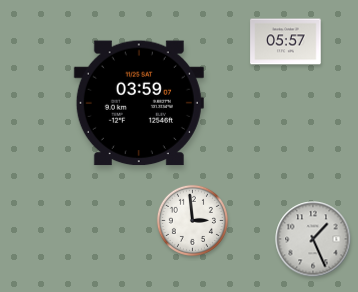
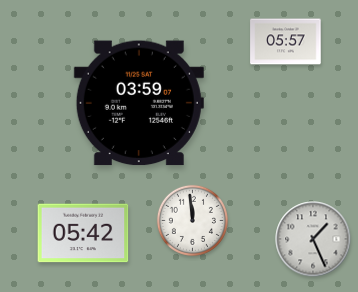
clock at (192, 220): 2:59 -> 11:59
clock at (83, 233): none -> 05:42
